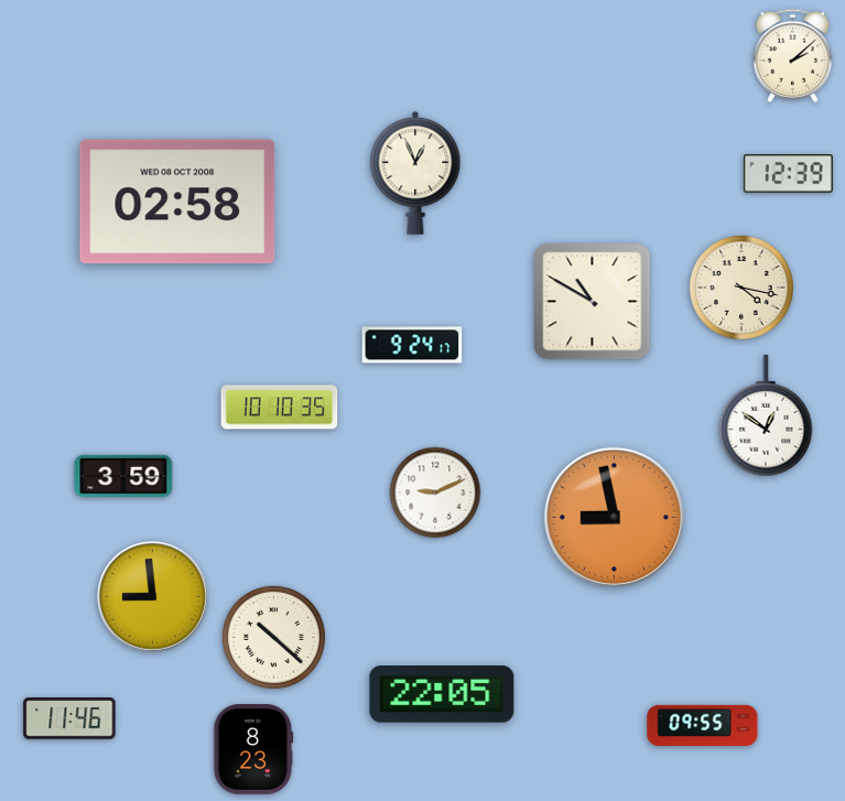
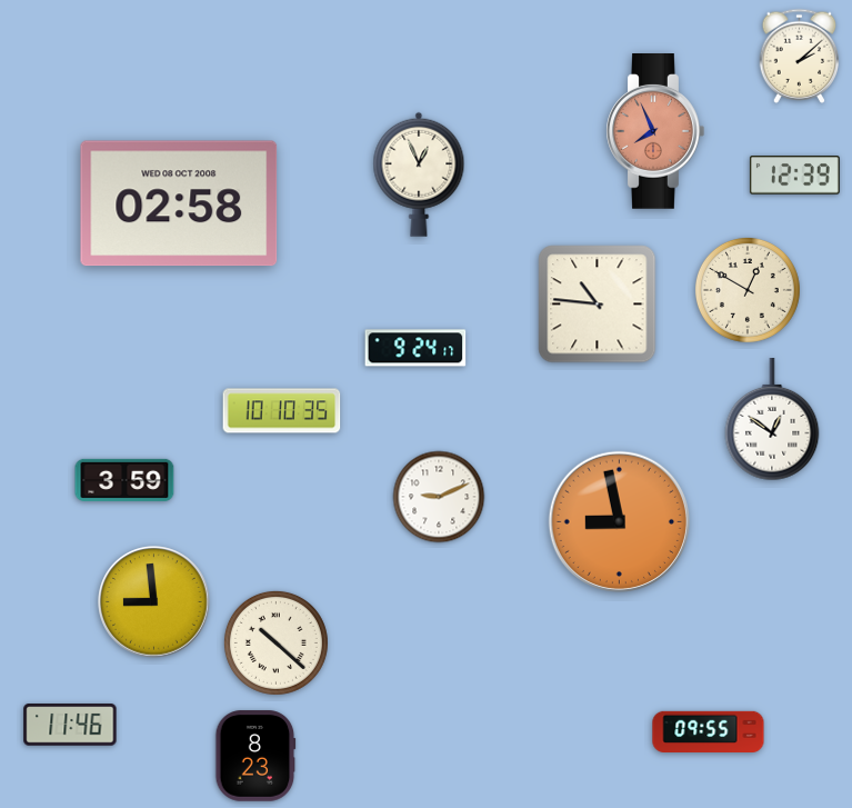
clock at (655, 132): none -> 7:56
clock at (741, 288): 4:17 -> 12:50
clock at (593, 302): 10:50 -> 10:46
clock at (442, 695): 22:05 -> none
